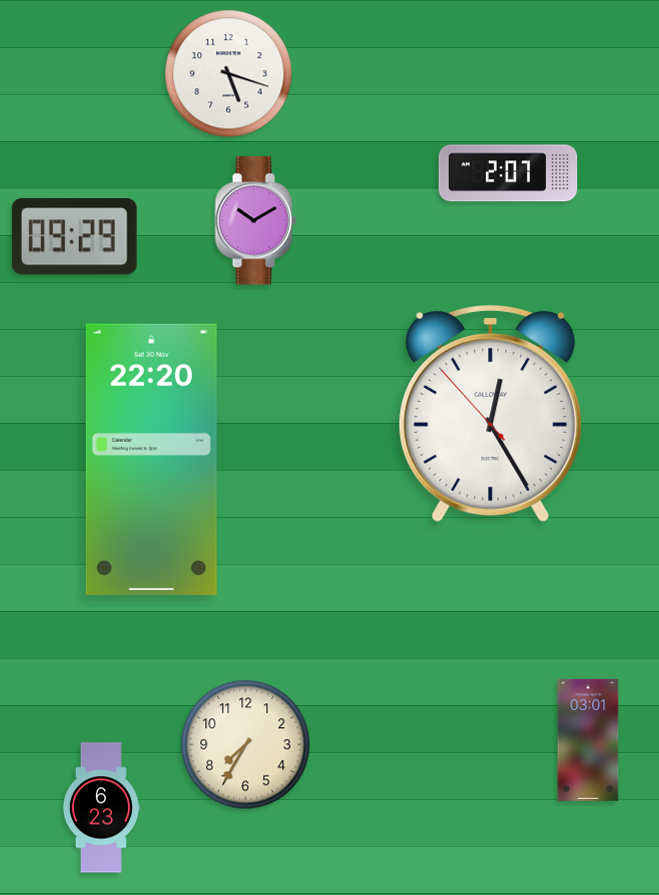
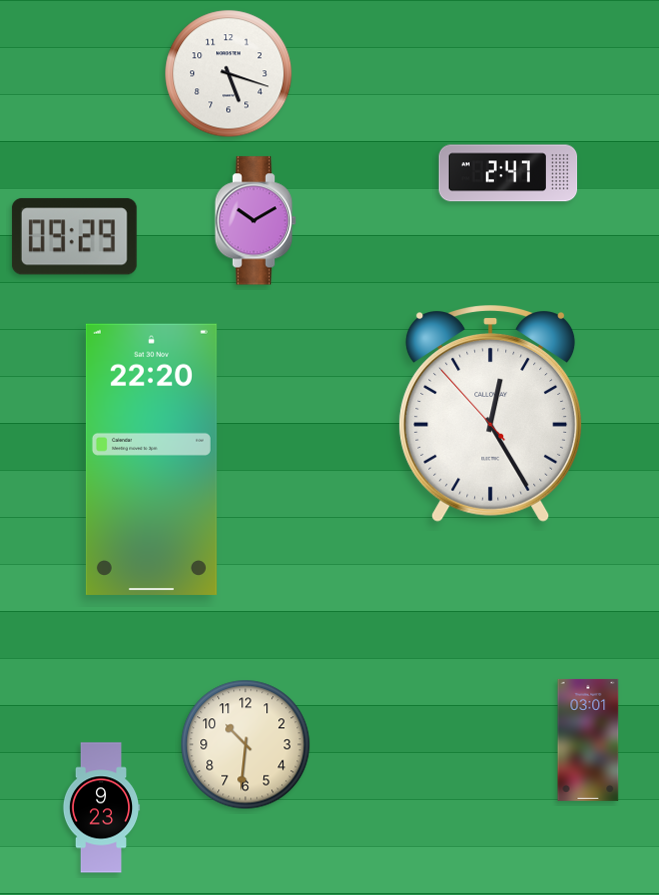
clock at (508, 173): 2:07 -> 2:47
clock at (246, 745): 7:35 -> 10:31
clock at (100, 808): 6:23 -> 9:23
